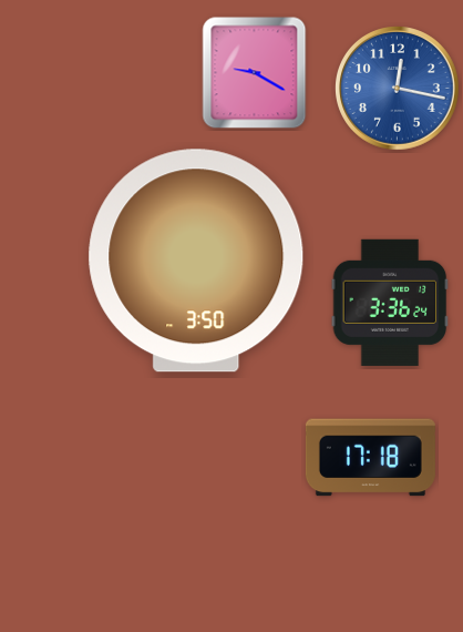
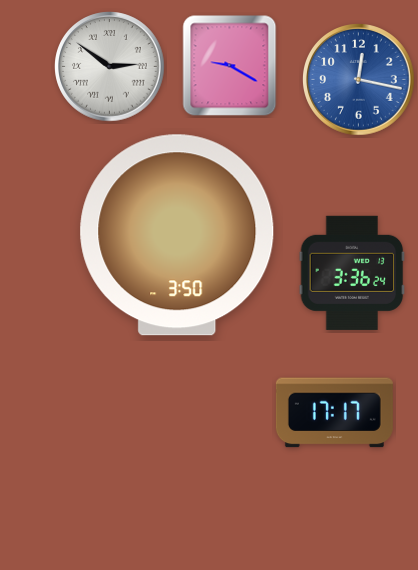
clock at (110, 67): none -> 2:51
clock at (370, 458): 17:18 -> 17:17
